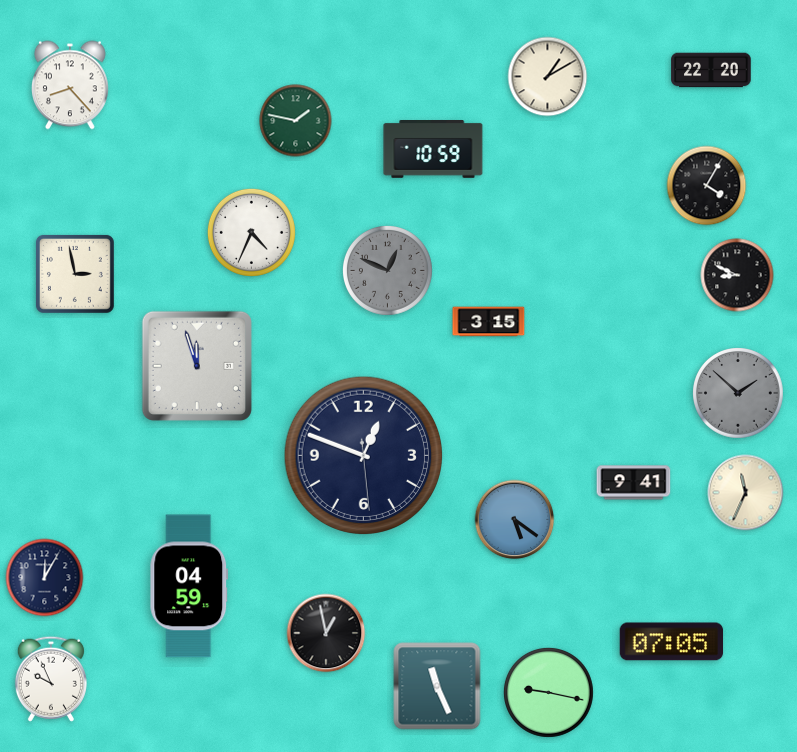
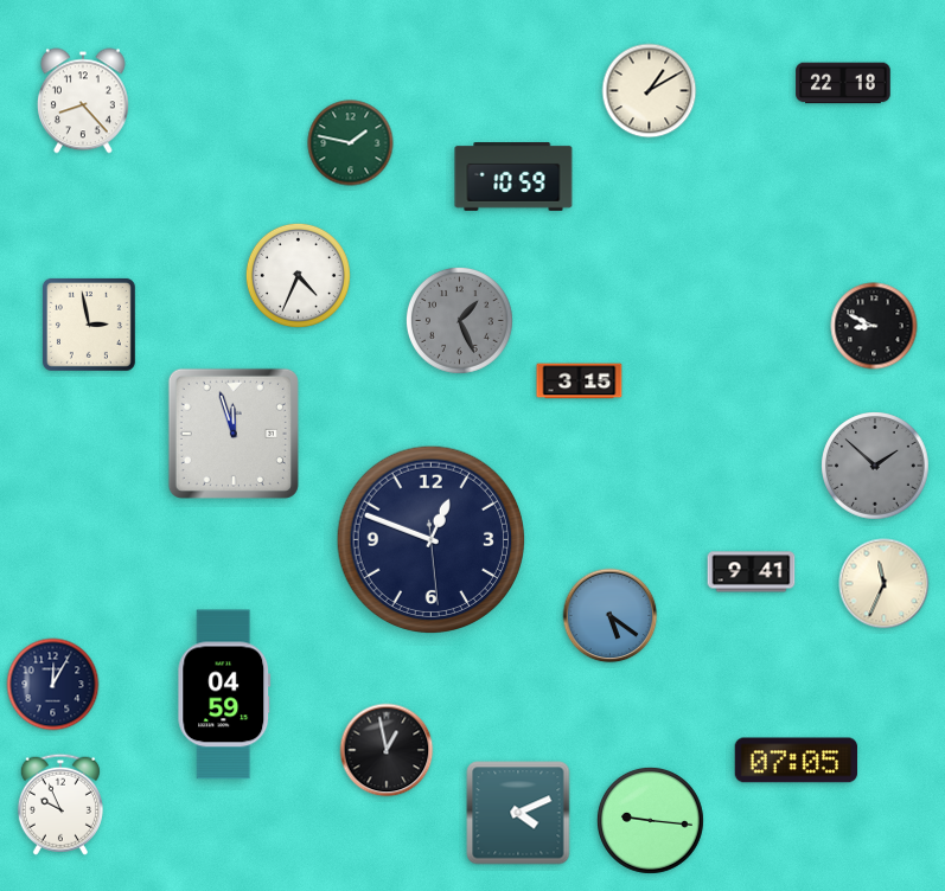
clock at (711, 70): 22:20 -> 22:18
clock at (707, 186): 4:05 -> none
clock at (387, 270): 12:49 -> 1:26
clock at (437, 686): 11:26 -> 4:11
clock at (548, 692): 9:17 -> 9:16
